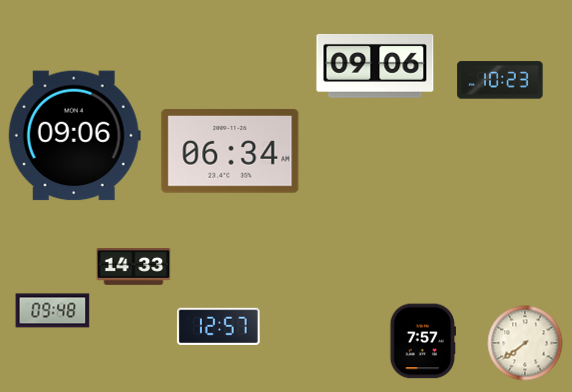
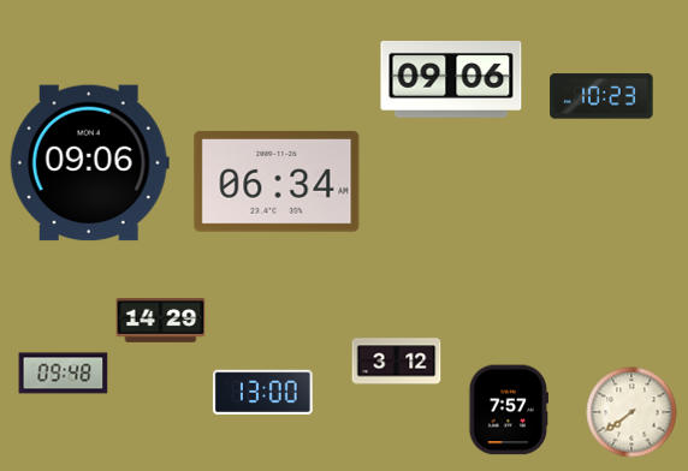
clock at (134, 266): 14:33 -> 14:29
clock at (397, 362): none -> 3:12
clock at (218, 326): 12:57 -> 13:00
